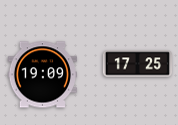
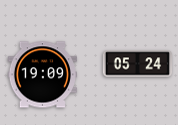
clock at (138, 64): 17:25 -> 05:24
